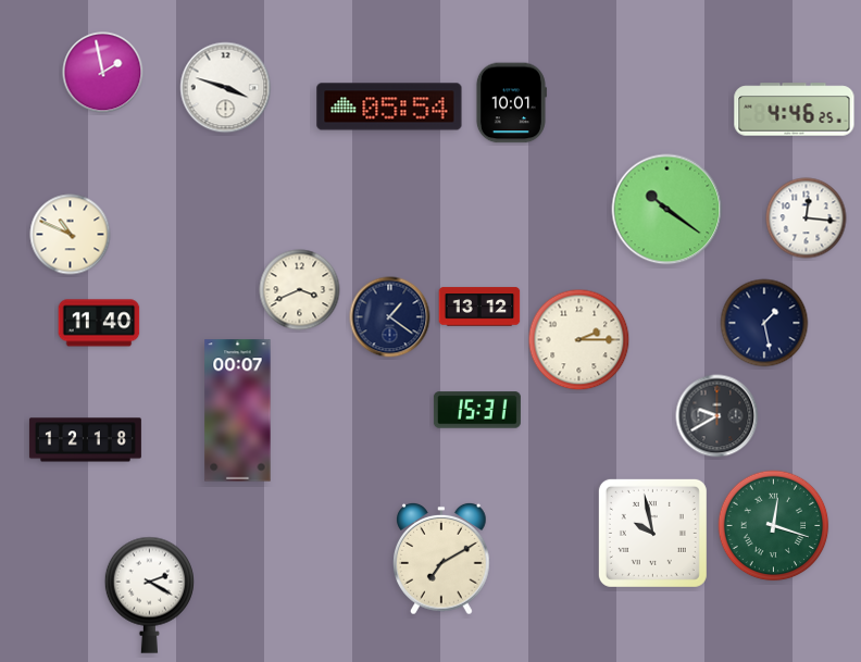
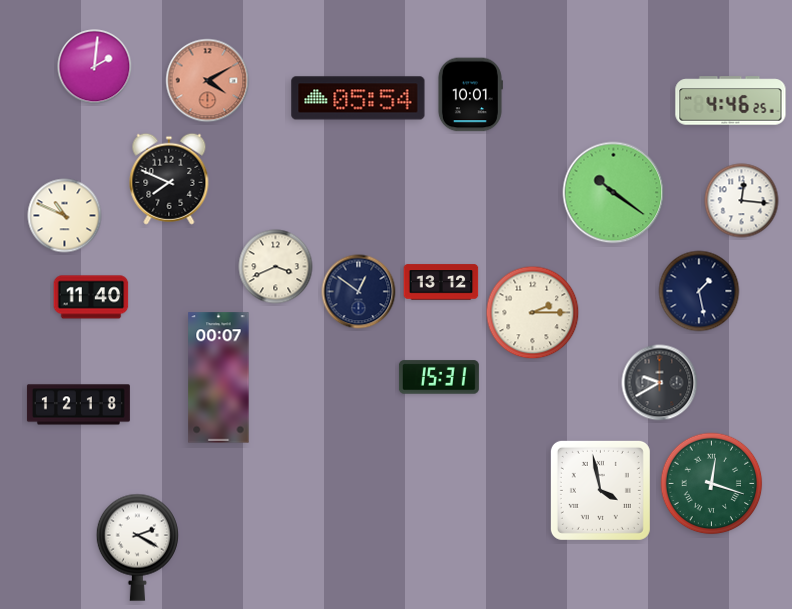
clock at (103, 73): 1:58 -> 2:01
clock at (226, 88): 3:48 -> 4:10
clock at (226, 88) dial: white -> salmon
clock at (169, 179): none -> 7:49
clock at (390, 317): 1:21 -> 12:51
clock at (764, 323) position: (764, 323) -> (699, 291)
clock at (652, 533): 9:58 -> 3:58
clock at (441, 560): 7:10 -> none
